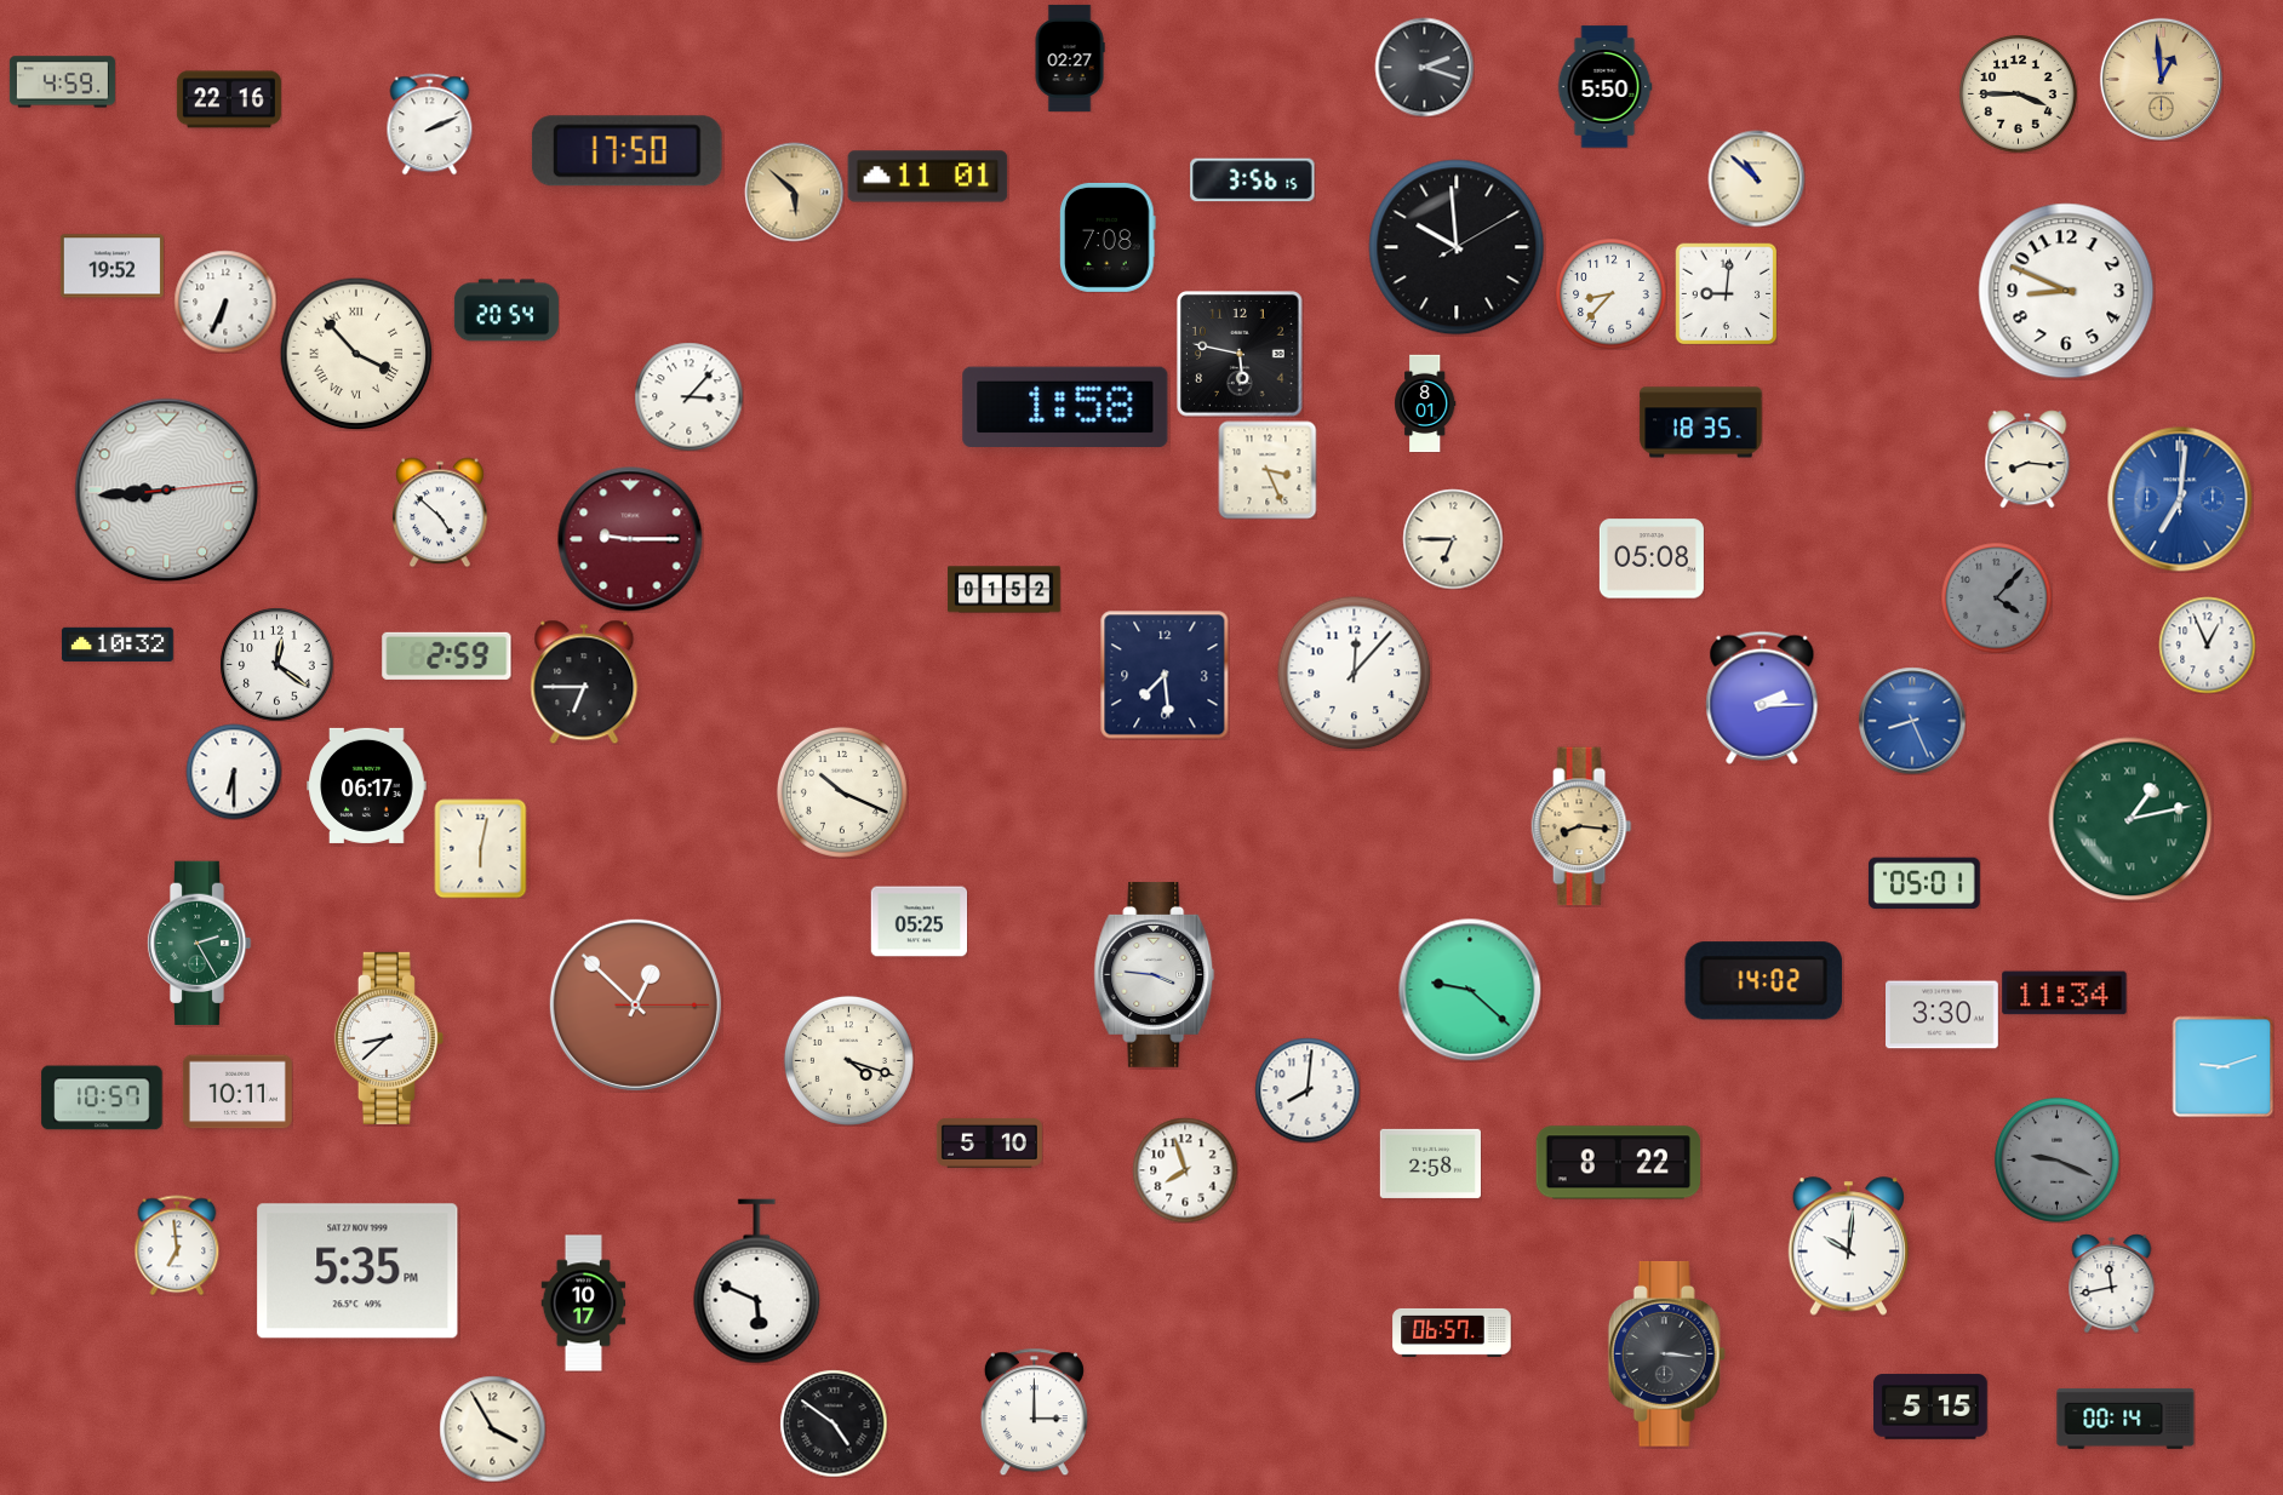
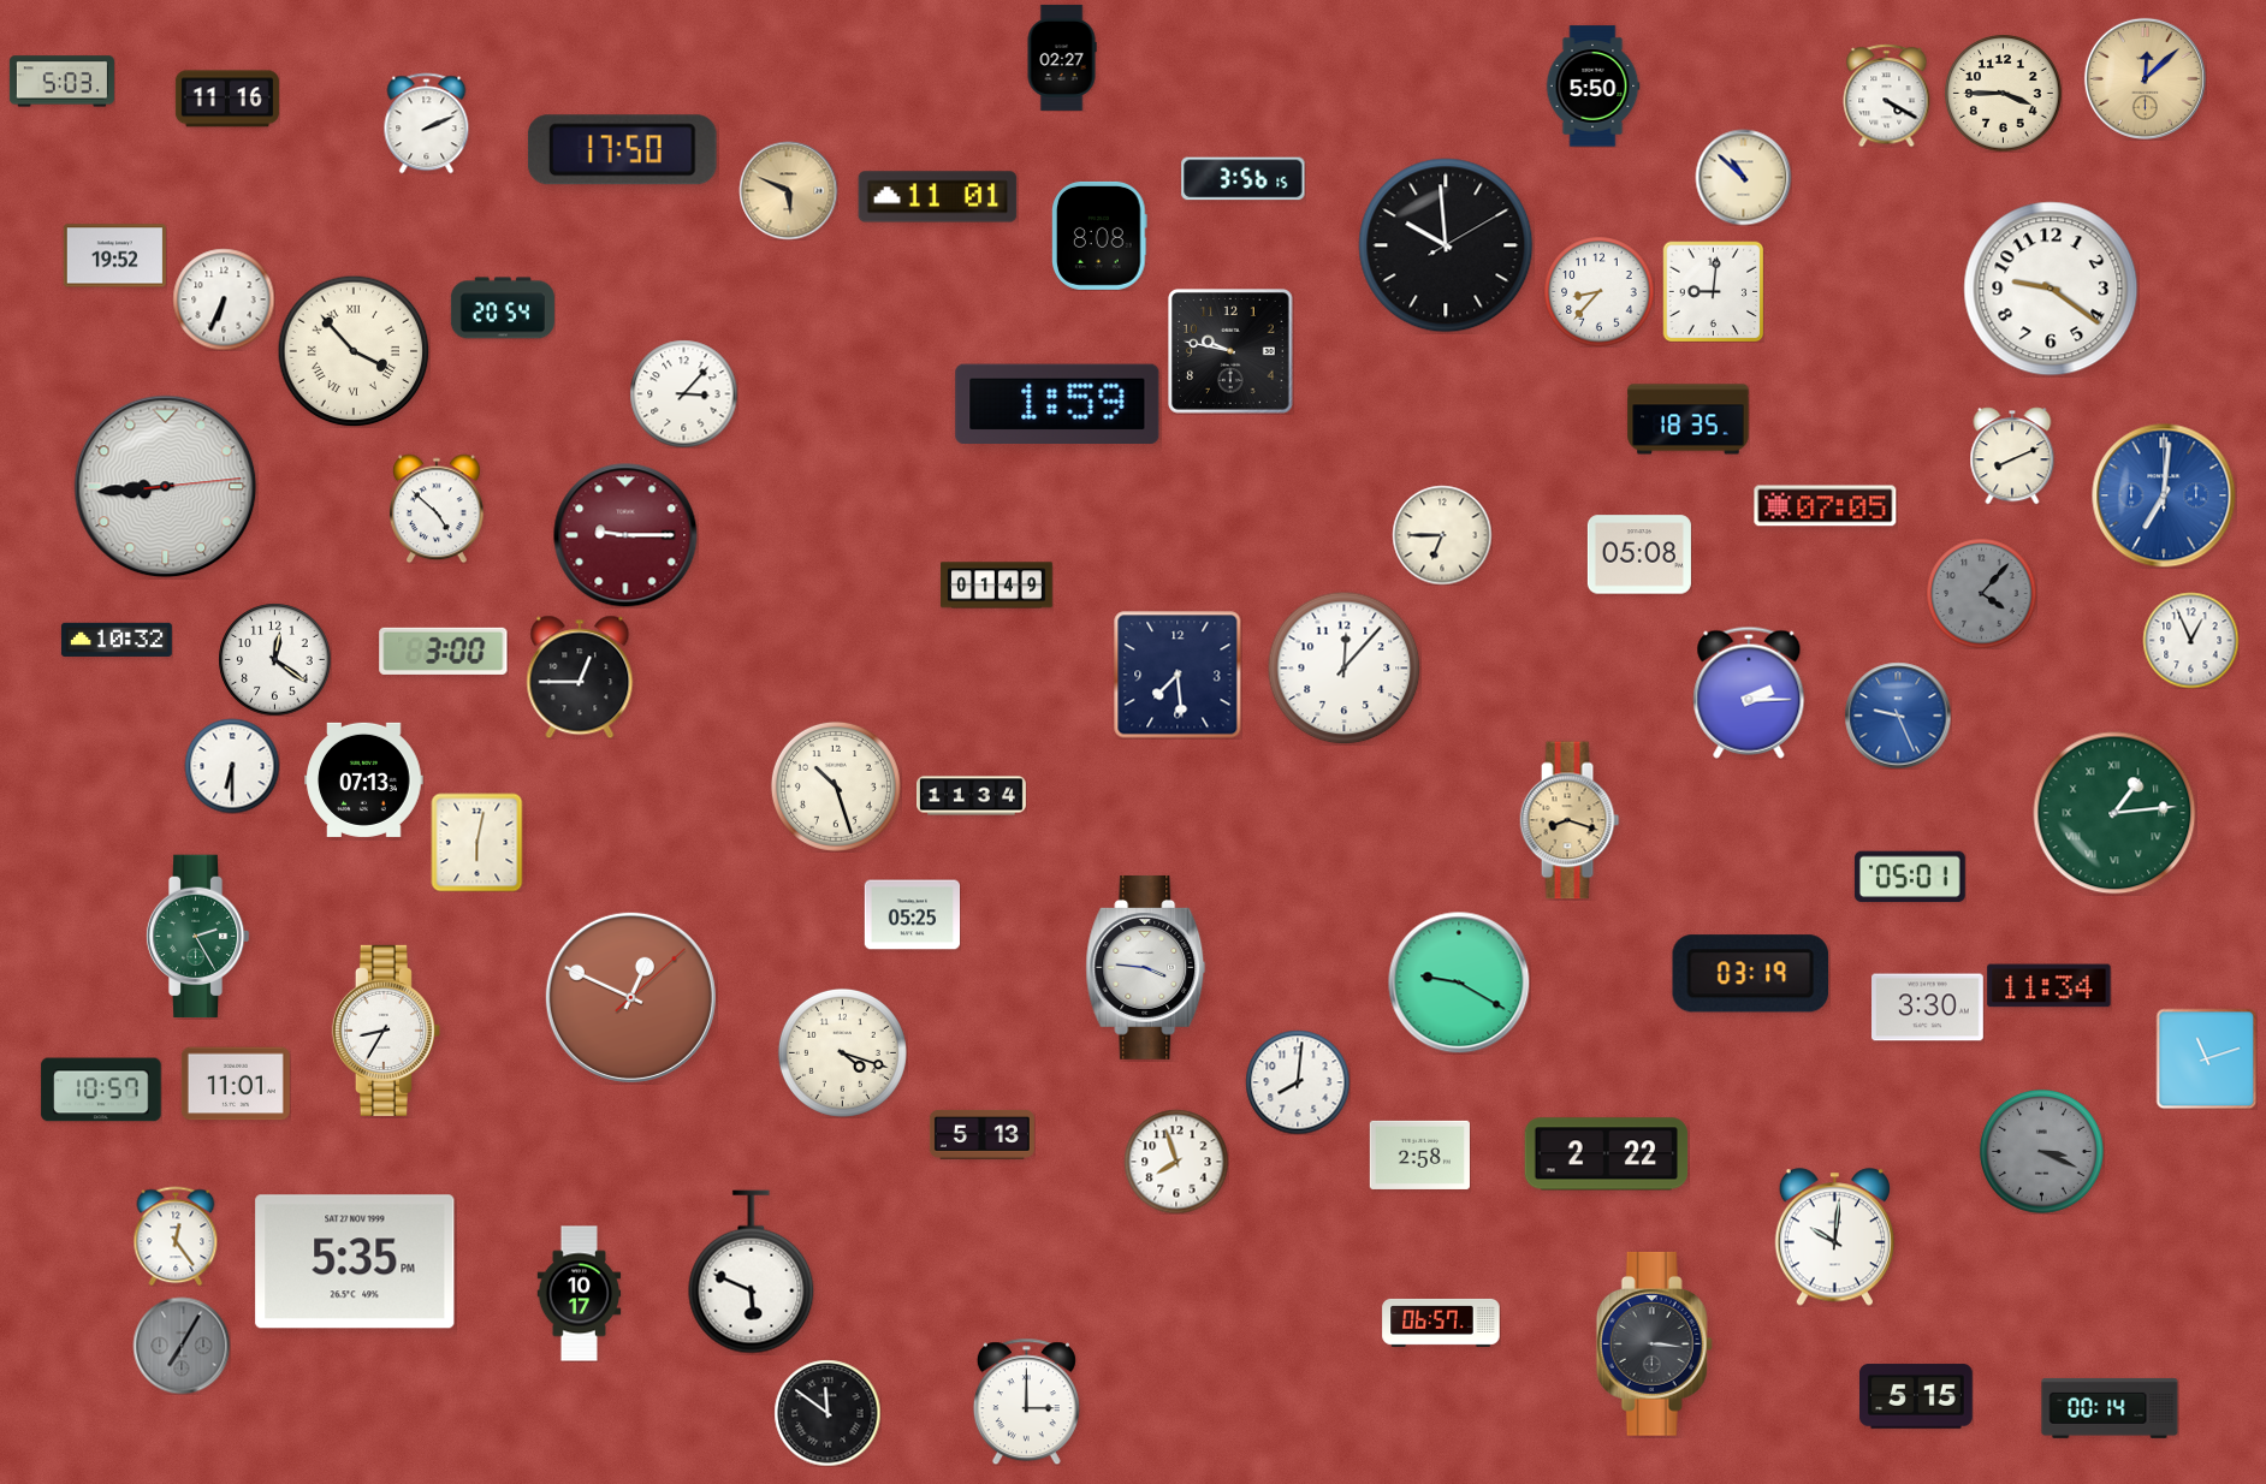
clock at (1424, 67): 2:18 -> none
clock at (2161, 79): 12:59 -> 12:08
clock at (62, 82): 4:59 -> 5:03
clock at (1887, 95): none -> 4:20
clock at (229, 99): 22:16 -> 11:16
clock at (928, 177) position: (928, 177) -> (938, 197)
clock at (794, 191): 5:52 -> 5:49
clock at (1108, 237): 7:08 -> 8:08
clock at (111, 267) position: (111, 267) -> (114, 256)
clock at (2066, 291): 8:49 -> 9:21
clock at (1241, 355): 5:47 -> 9:47
clock at (1425, 403): 8:01 -> none
clock at (1065, 406): 1:58 -> 1:59
clock at (2027, 459): 8:16 -> 8:11
clock at (1268, 470): 3:26 -> none
clock at (1826, 506): none -> 07:05
clock at (1005, 590): 01:52 -> 01:49
clock at (447, 655): 2:59 -> 3:00
clock at (1165, 675) position: (1165, 675) -> (1178, 675)
clock at (584, 682): 6:45 -> 12:45
clock at (1912, 721): 8:26 -> 9:26
clock at (367, 785): 06:17 -> 07:13
clock at (842, 792): 10:19 -> 10:27
clock at (972, 796): none -> 11:34
clock at (2130, 819): 1:13 -> 1:14
clock at (1581, 826): 8:16 -> 8:18
clock at (1764, 981): 14:02 -> 03:19
clock at (1470, 990): 9:22 -> 9:20
clock at (635, 1004): 12:52 -> 12:49
clock at (389, 1038): 8:38 -> 8:35
clock at (2222, 1066): 9:12 -> 11:12
clock at (238, 1092): 10:11 -> 11:01
clock at (989, 1142): 5:10 -> 5:13
clock at (2056, 1159): 9:19 -> 3:19
clock at (1619, 1163): 8:22 -> 2:22
clock at (177, 1245): 6:59 -> 12:24
clock at (2112, 1283): 11:43 -> none
clock at (182, 1346): none -> 7:05
clock at (834, 1424): 4:51 -> 11:51
clock at (492, 1428): 3:55 -> none
